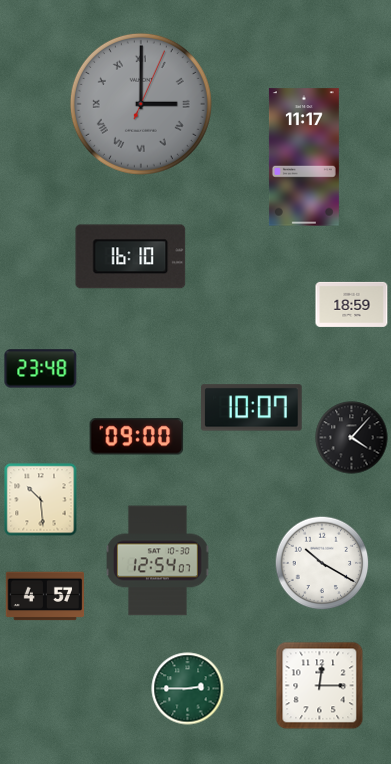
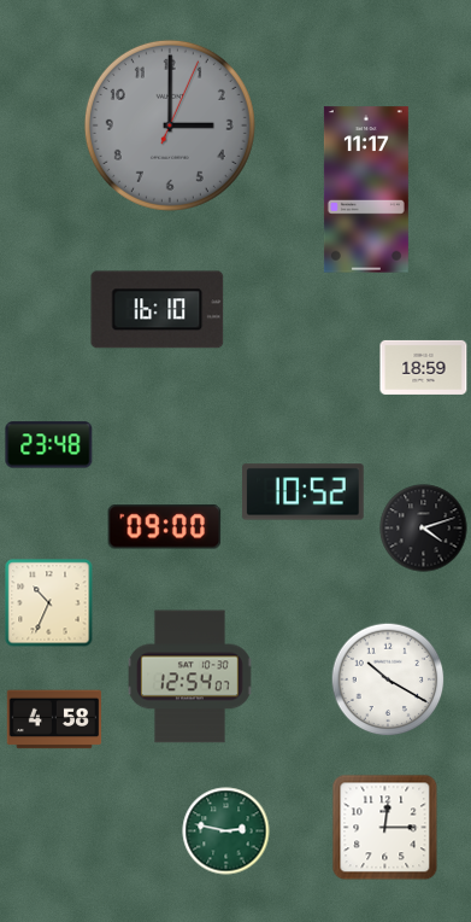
clock at (141, 104) numerals: Roman -> Arabic
clock at (252, 408): 10:07 -> 10:52
clock at (352, 438): 4:07 -> 4:12
clock at (41, 500): 10:29 -> 10:34
clock at (45, 596): 4:57 -> 4:58
clock at (188, 689): 2:45 -> 2:47
